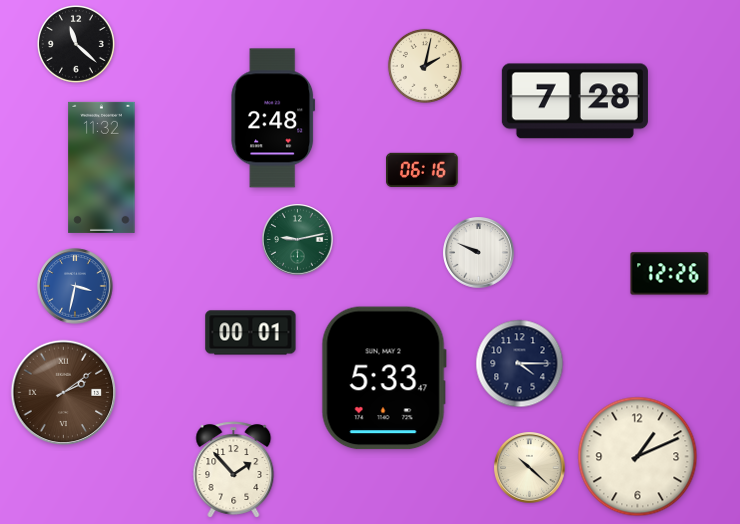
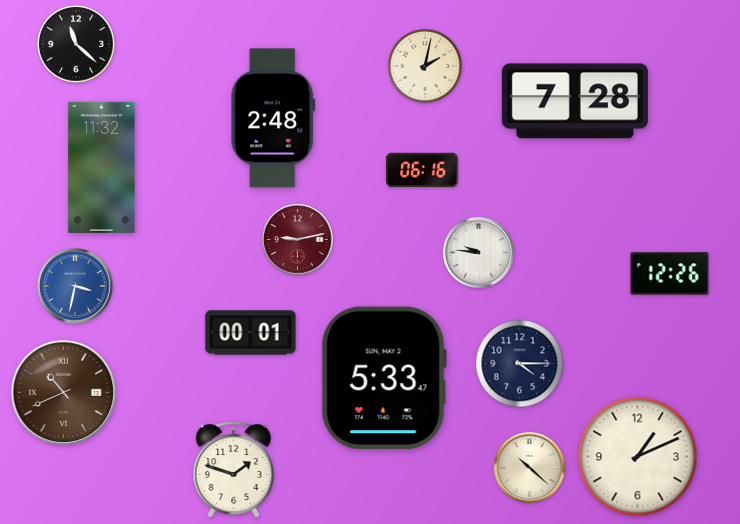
clock at (298, 240) dial: green -> burgundy
clock at (479, 253): 9:49 -> 9:46
clock at (64, 393): 2:09 -> 10:41
clock at (234, 470): 1:53 -> 1:48
